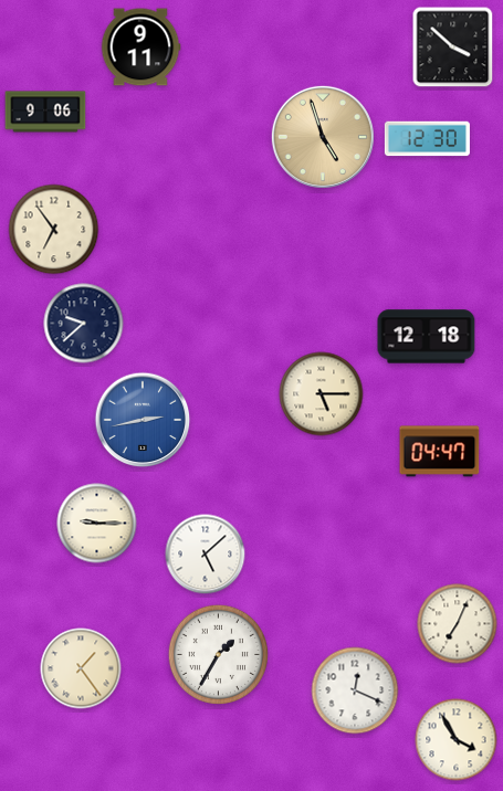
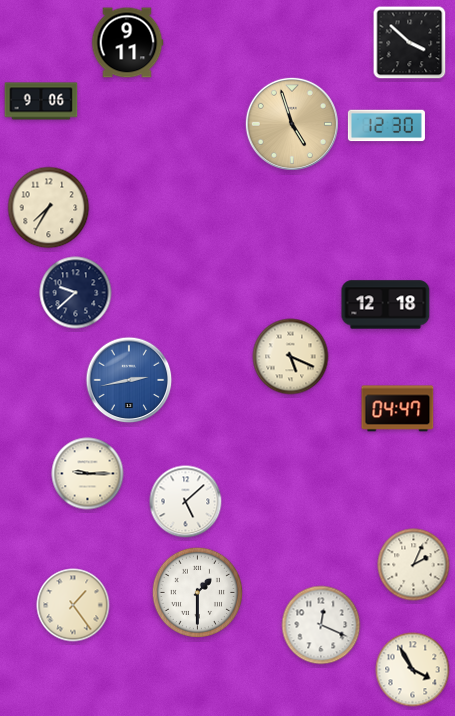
clock at (54, 230): 6:54 -> 7:35
clock at (322, 394): 5:15 -> 5:19
clock at (458, 624): 7:04 -> 2:04
clock at (218, 654): 1:35 -> 1:30
